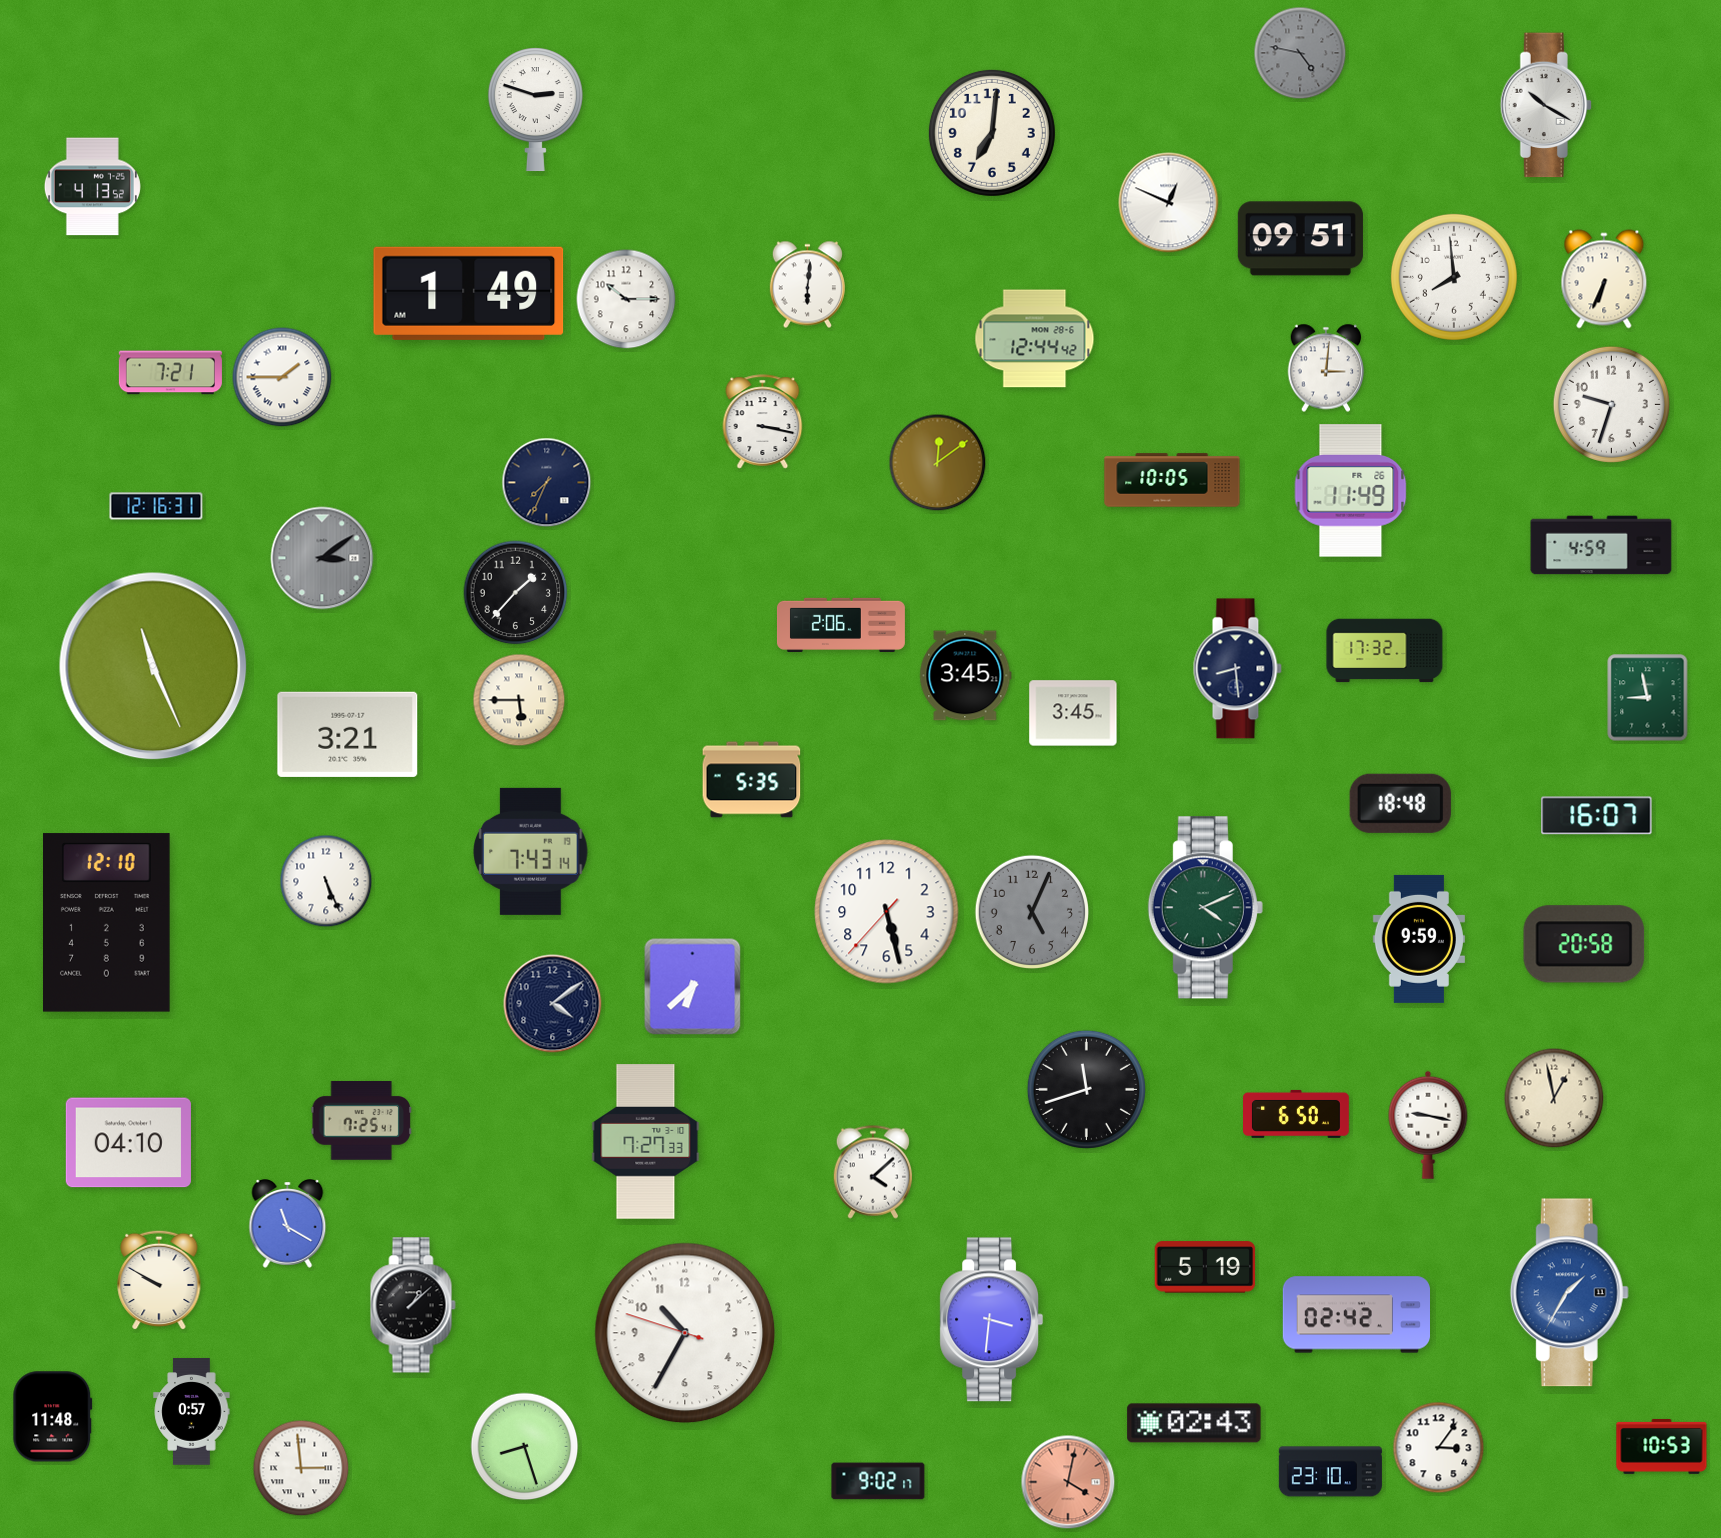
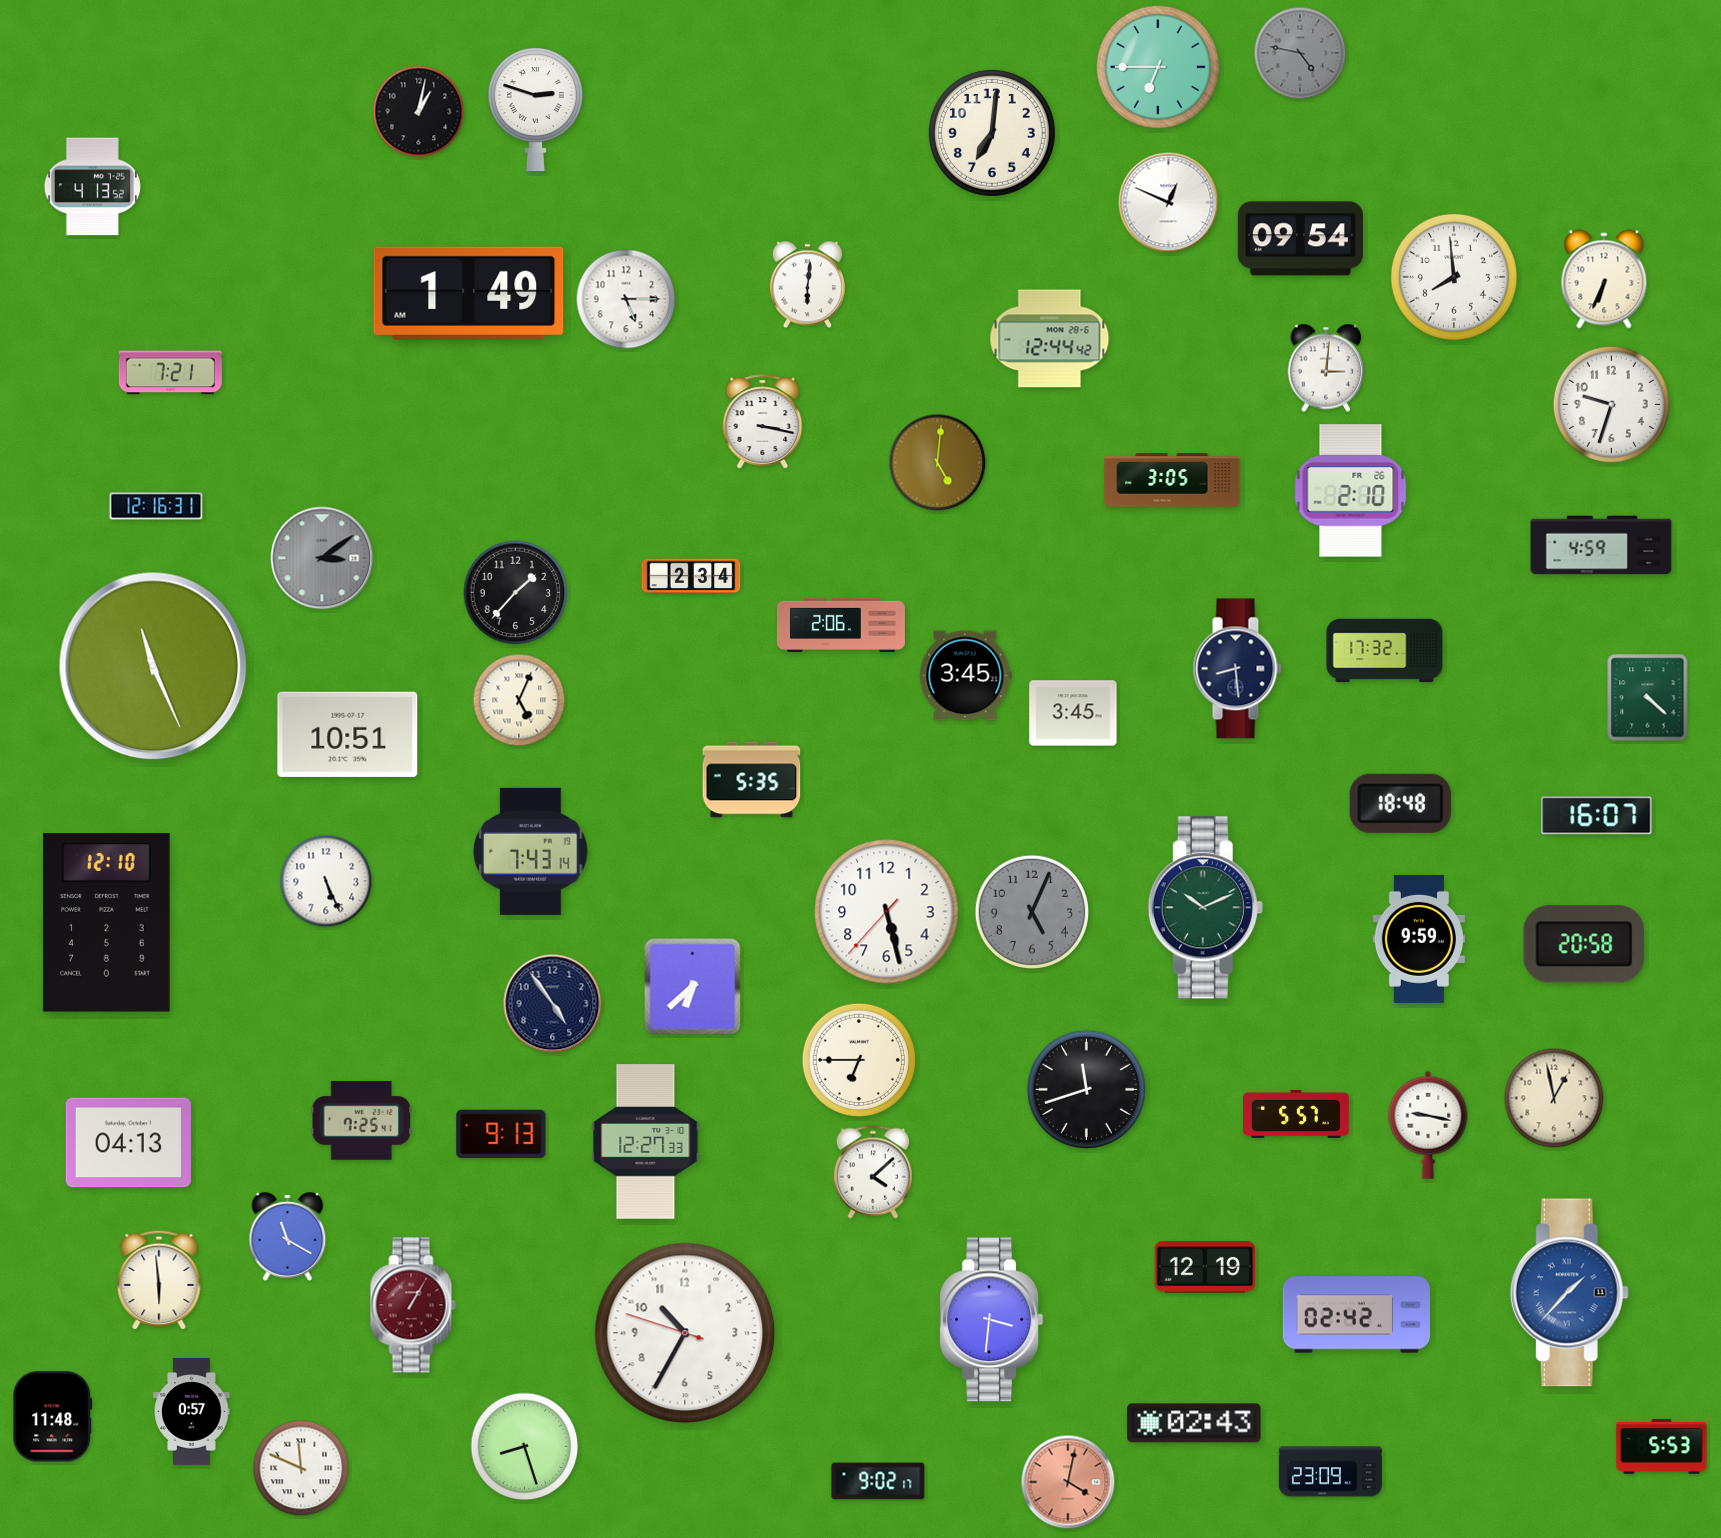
clock at (1158, 67): none -> 6:45
clock at (1546, 105): 10:20 -> none
clock at (419, 112): none -> 1:02
clock at (1300, 239): 09:51 -> 09:54
clock at (626, 299): 10:15 -> 5:15
clock at (1035, 339) position: (1035, 339) -> (1050, 339)
clock at (282, 377): 1:45 -> none
clock at (938, 463): 12:09 -> 5:01
clock at (1172, 480): 10:05 -> 3:05
clock at (547, 483): 7:34 -> none
clock at (1351, 491): 11:49 -> 2:10
clock at (691, 576): none -> 2:34
clock at (1648, 698): 8:58 -> 4:22
clock at (519, 700): 5:45 -> 5:04
clock at (348, 734): 3:21 -> 10:51
clock at (1205, 908): 4:11 -> 10:11
clock at (553, 1004): 4:09 -> 4:54
clock at (858, 1059): none -> 6:45
clock at (1297, 1114): 6:50 -> 5:57
clock at (501, 1134): none -> 9:13
clock at (646, 1142): 7:27 -> 12:27
clock at (128, 1143): 04:10 -> 04:13
clock at (288, 1224) position: (288, 1224) -> (288, 1237)
clock at (1205, 1267): 5:19 -> 12:19
clock at (159, 1280): 9:50 -> 5:59
clock at (1569, 1293): 1:35 -> 1:37
clock at (413, 1305): 1:08 -> 1:05
clock at (413, 1305) dial: black -> burgundy
clock at (1662, 1446): 10:53 -> 5:53
clock at (1439, 1448): 3:06 -> none
clock at (301, 1468): 2:59 -> 11:49
clock at (1330, 1472): 23:10 -> 23:09
